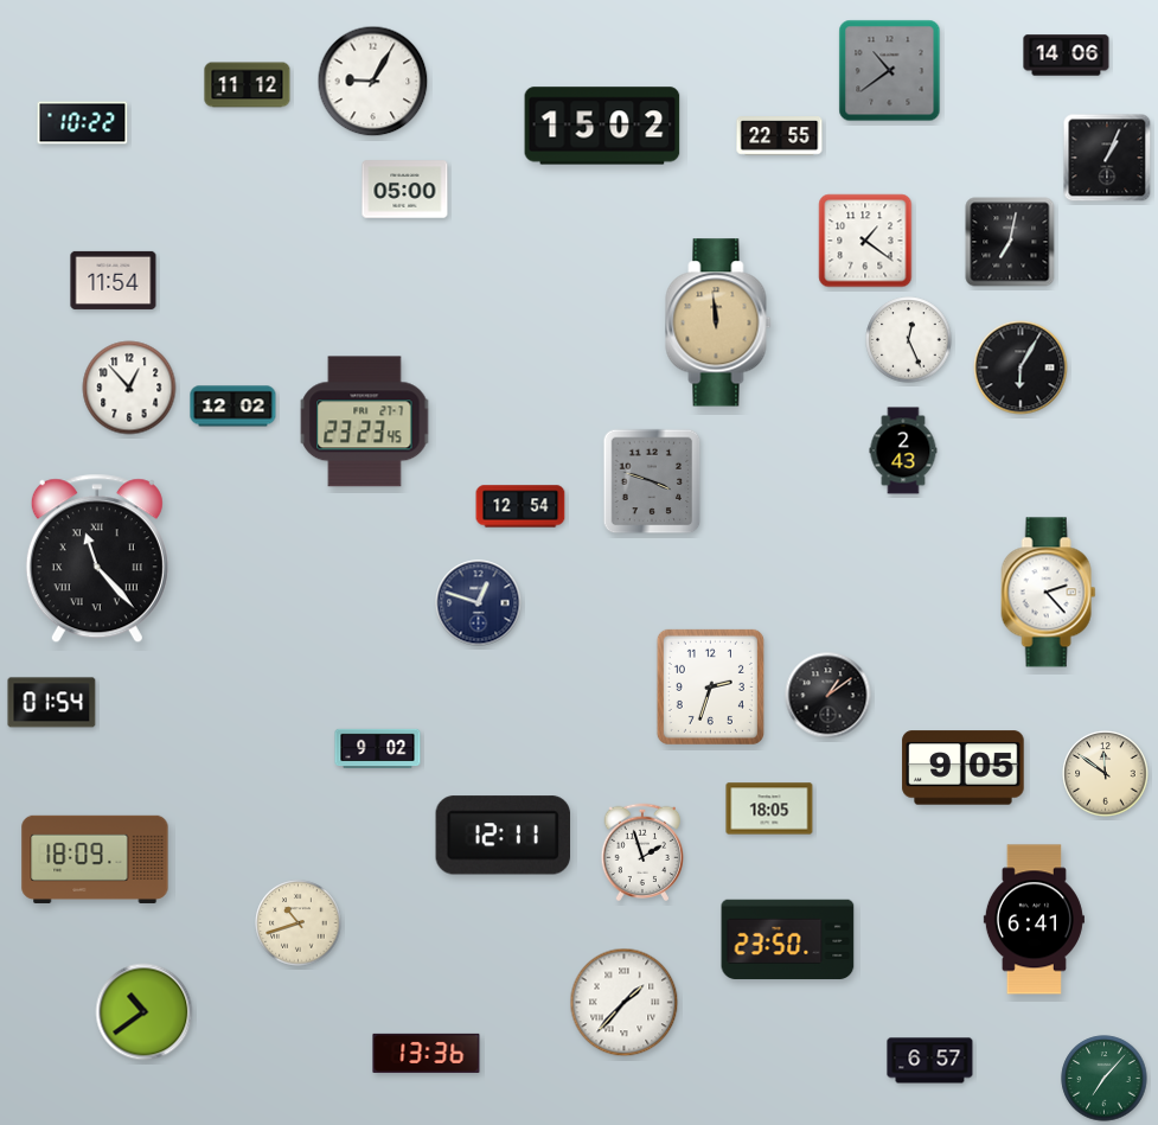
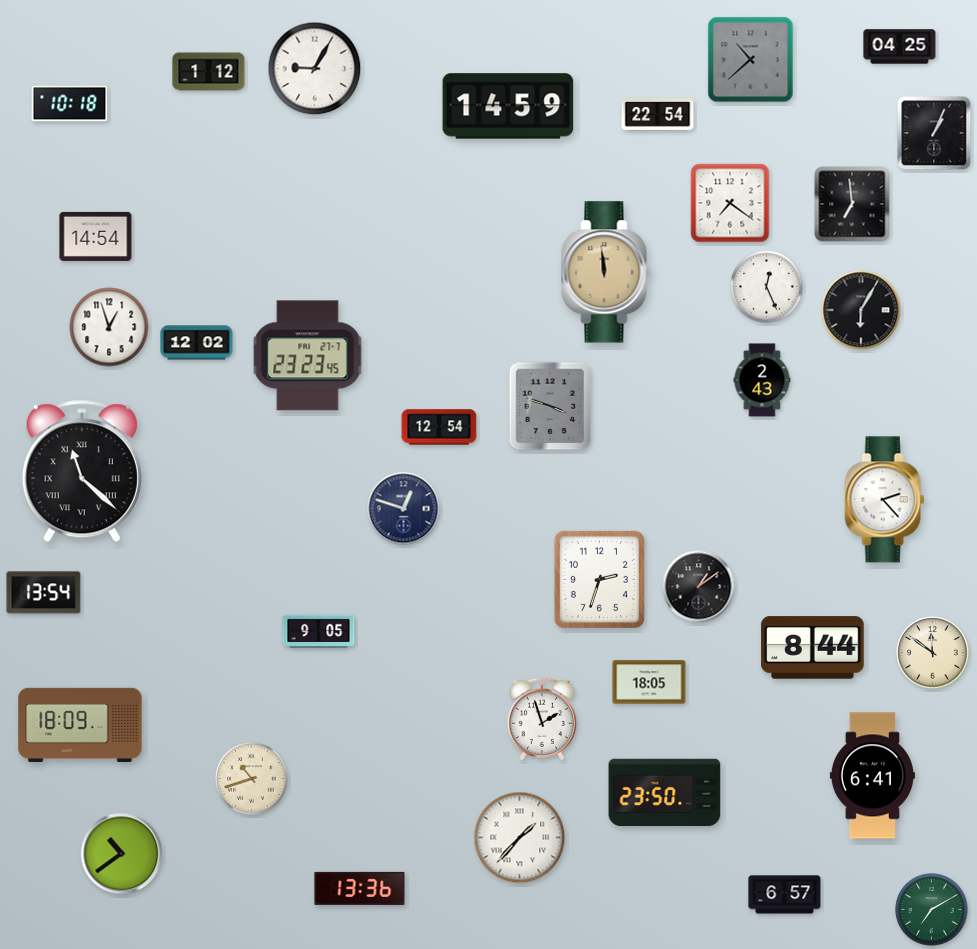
clock at (1067, 56): 14:06 -> 04:25
clock at (890, 71): 10:39 -> 10:38
clock at (248, 85): 11:12 -> 1:12
clock at (83, 123): 10:22 -> 10:18
clock at (602, 126): 15:02 -> 14:59
clock at (780, 136): 22:55 -> 22:54
clock at (405, 190): 05:00 -> none
clock at (865, 241): 1:21 -> 7:21
clock at (1010, 242): 7:02 -> 6:59
clock at (114, 280): 11:54 -> 14:54
clock at (129, 388): 12:53 -> 12:57
clock at (97, 558): 11:23 -> 11:22
clock at (52, 703): 01:54 -> 13:54
clock at (378, 749): 9:02 -> 9:05
clock at (964, 768): 9:05 -> 8:44
clock at (504, 836): 12:11 -> none
clock at (625, 1003) position: (625, 1003) -> (520, 838)
clock at (1105, 1079): 7:07 -> 7:10
